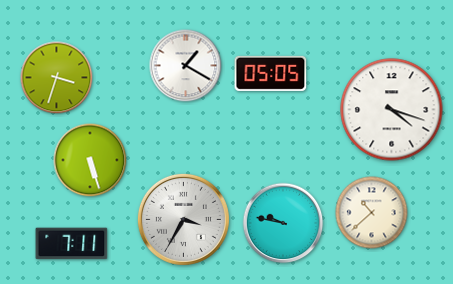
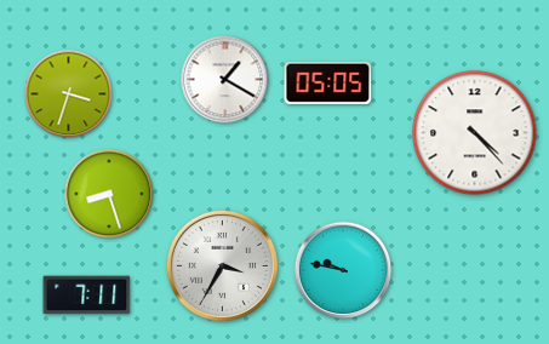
clock at (271, 73) position: (271, 73) -> (328, 82)
clock at (392, 110): 4:18 -> 4:23
clock at (90, 160): 5:27 -> 8:27
clock at (372, 213): 10:38 -> none
